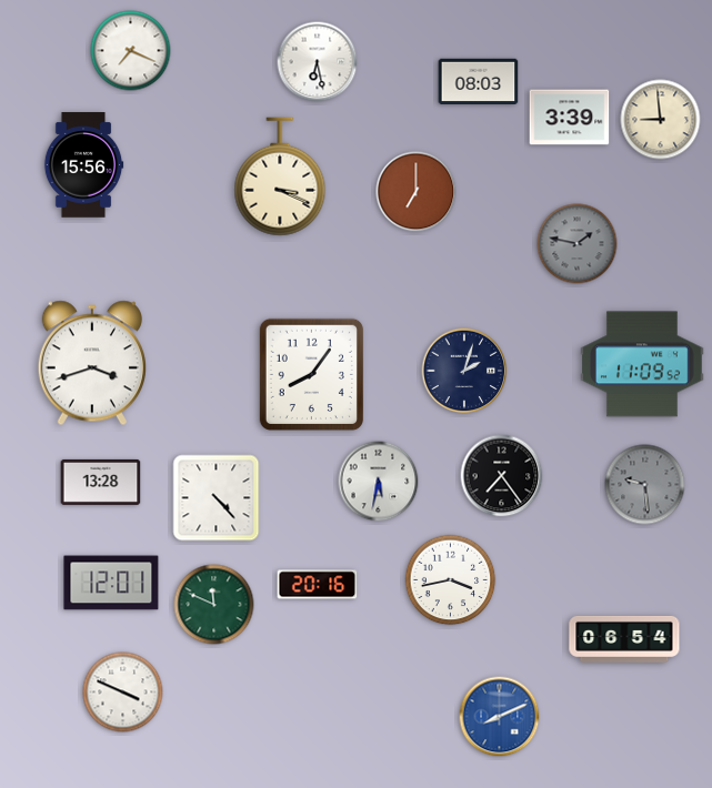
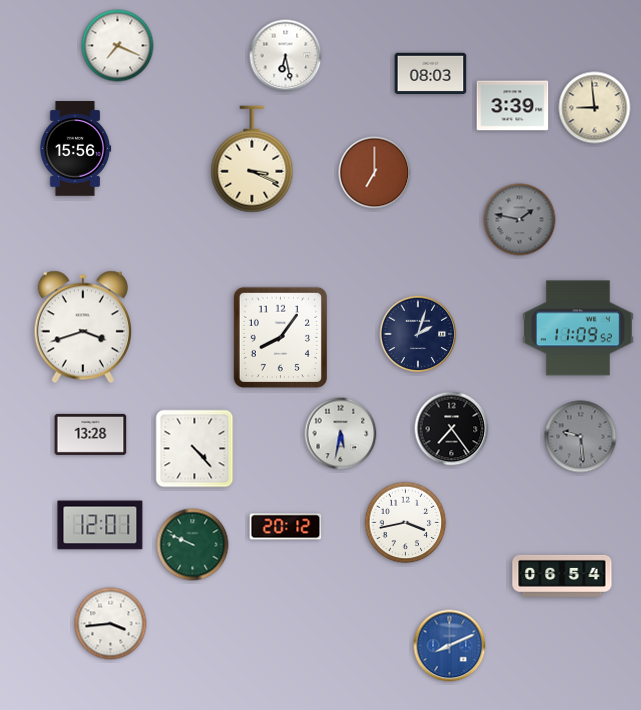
clock at (318, 585): 20:16 -> 20:12
clock at (214, 605): 11:49 -> 9:49
clock at (123, 693): 3:49 -> 3:44
